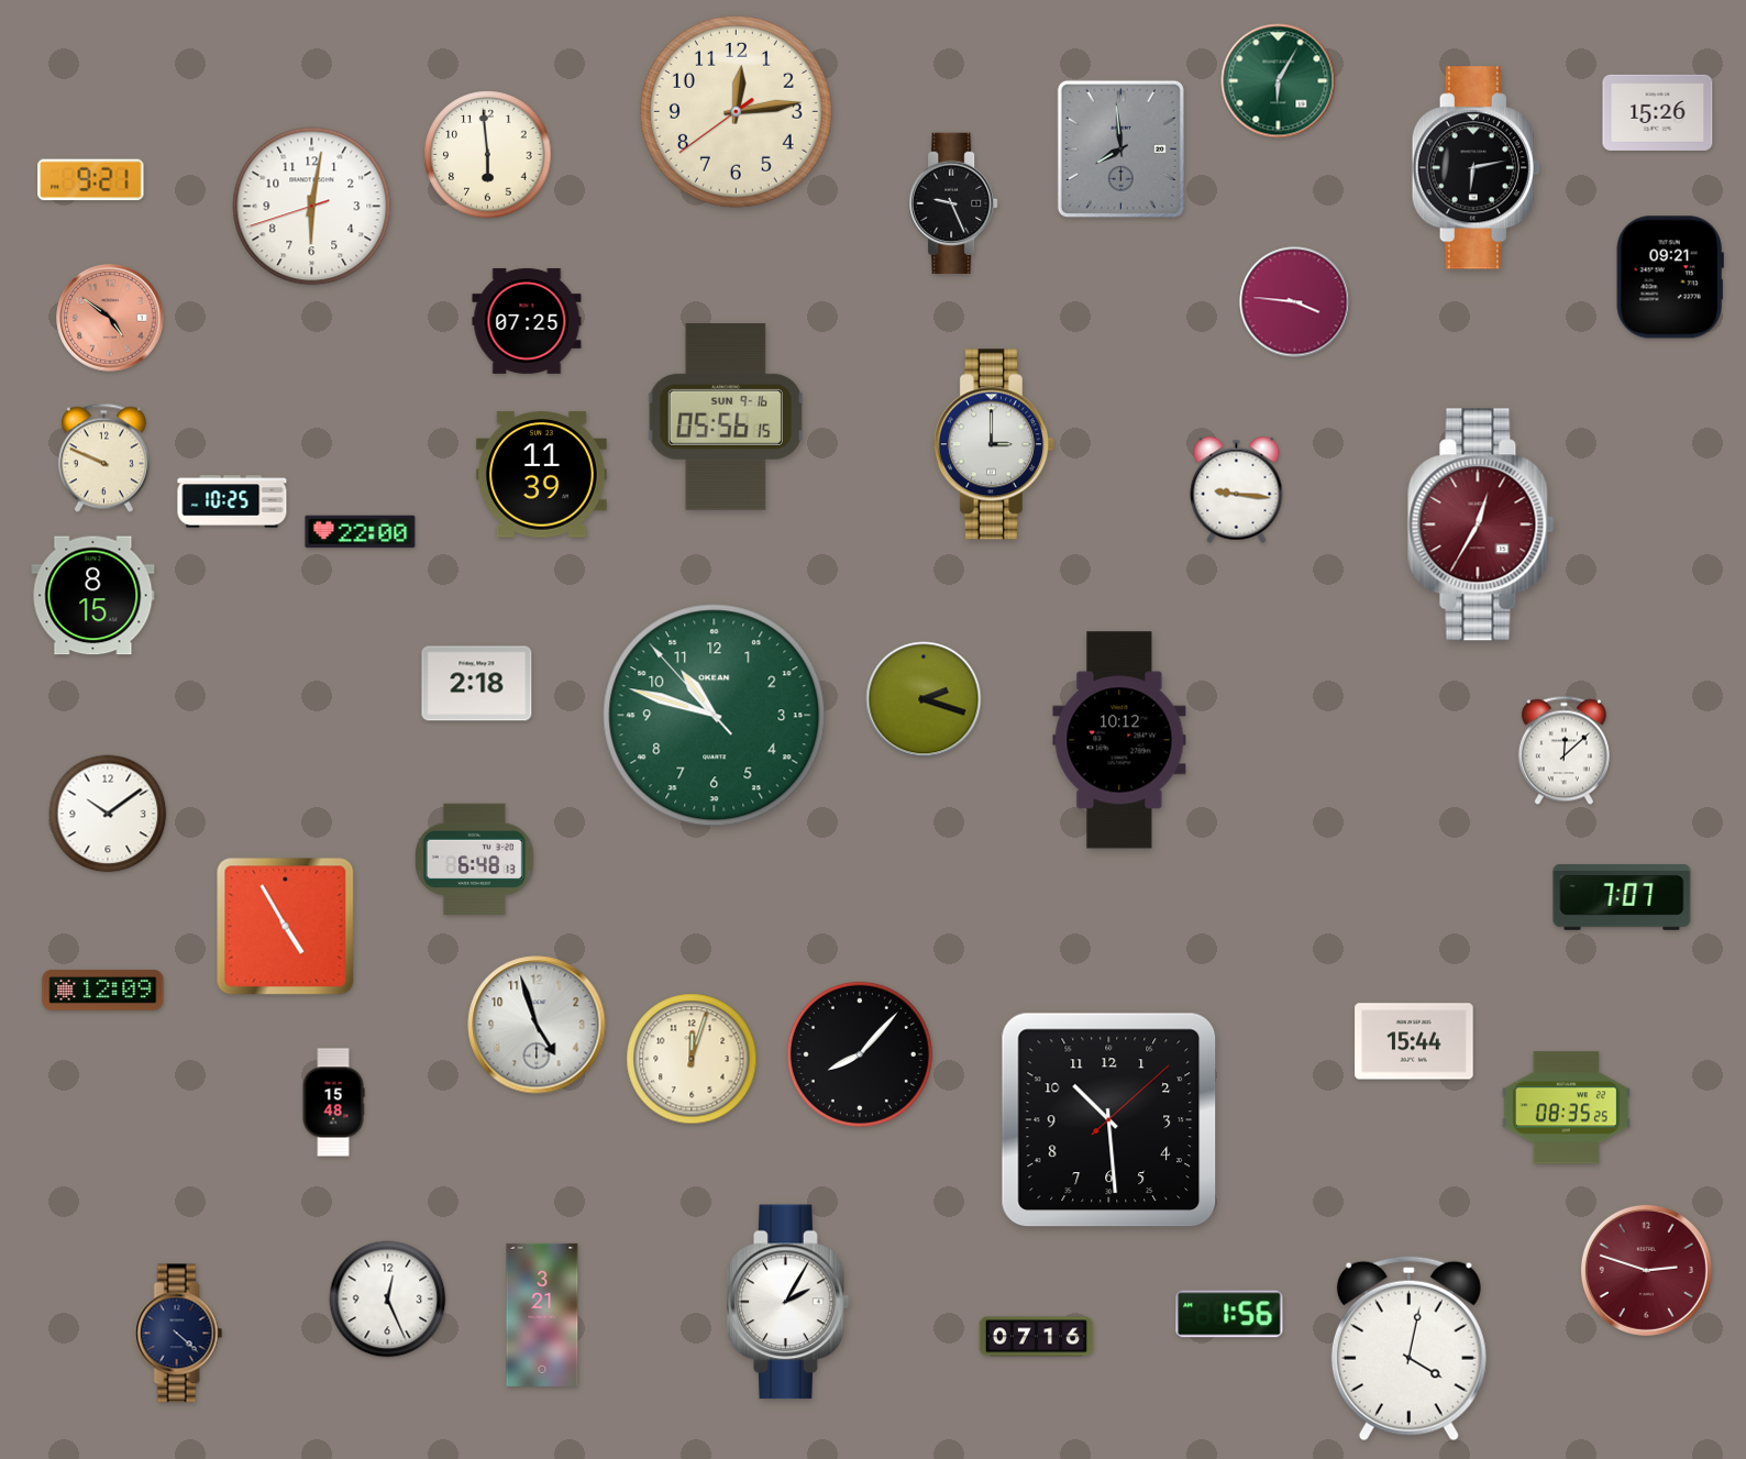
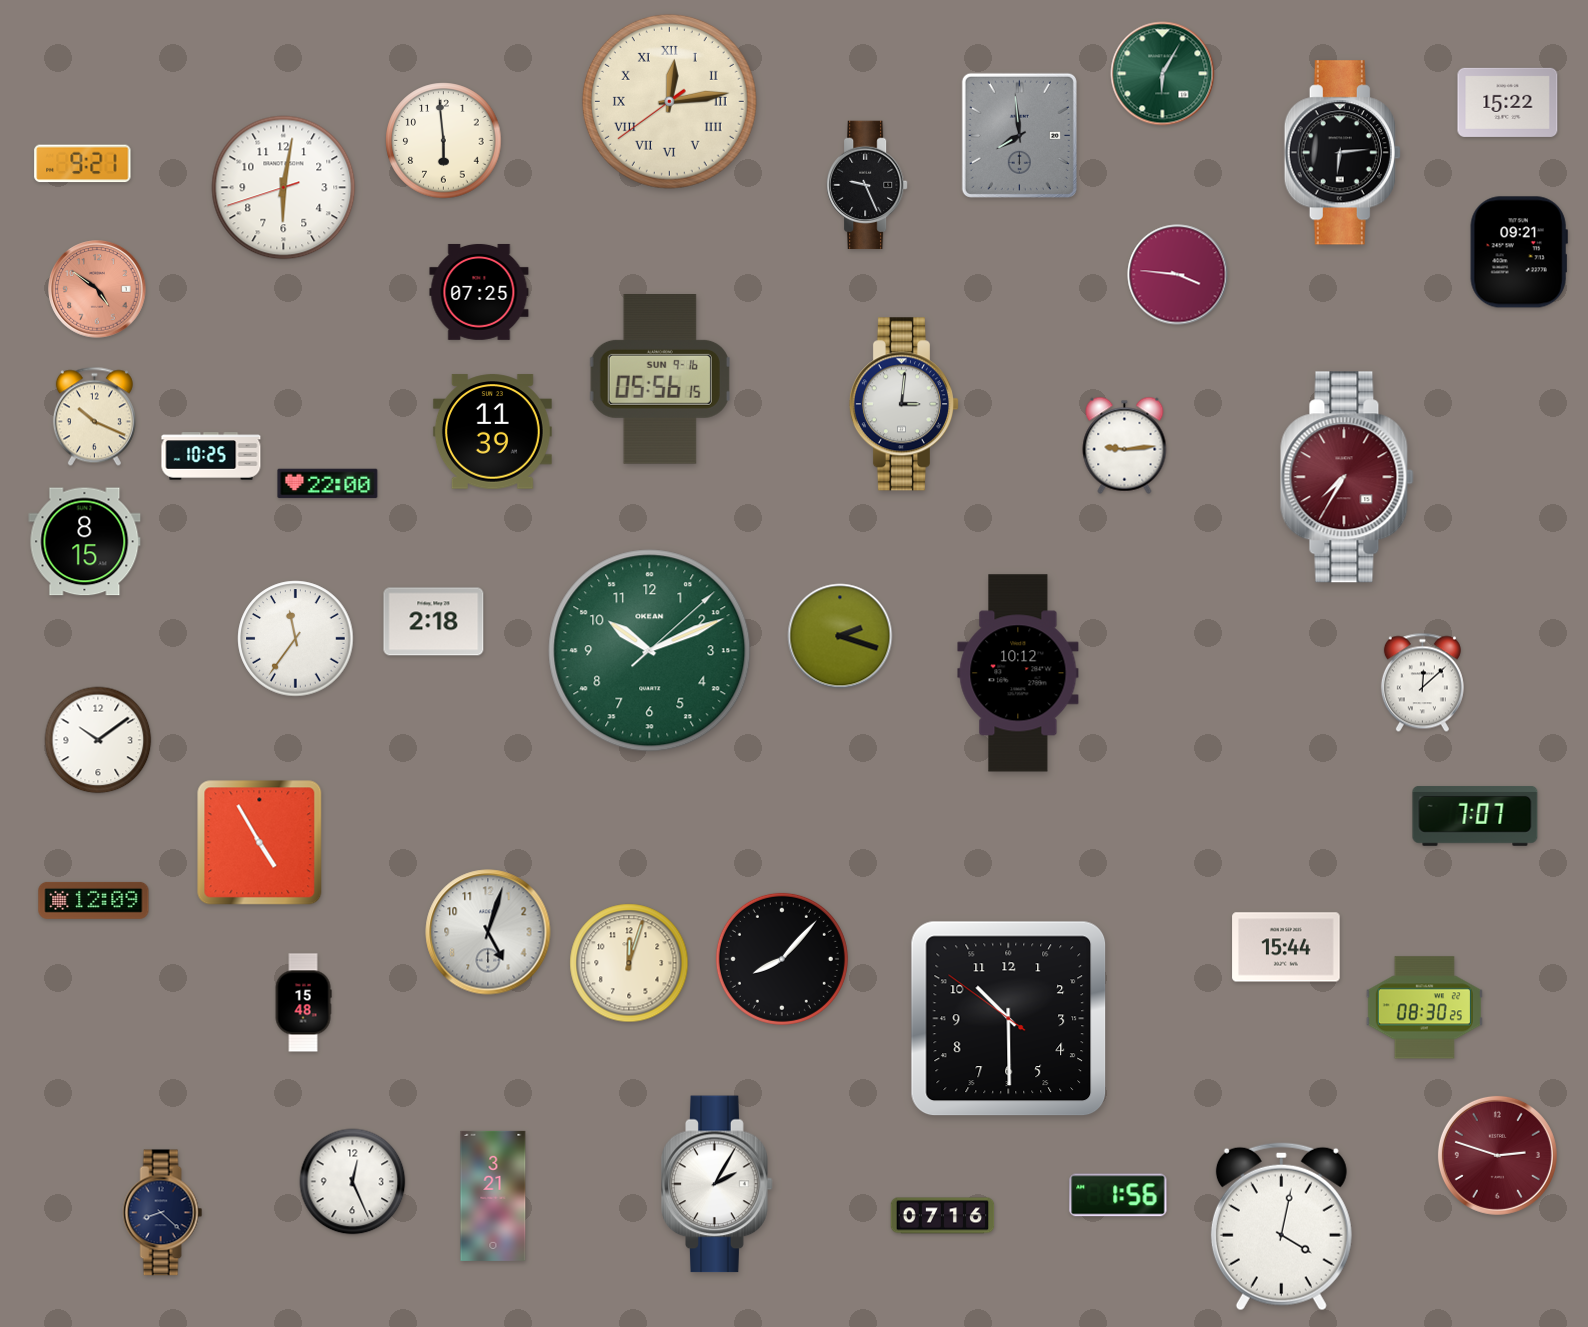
clock at (736, 111) numerals: Arabic -> Roman
clock at (1658, 112): 15:26 -> 15:22
clock at (1476, 168): 6:13 -> 6:14
clock at (110, 318) position: (110, 318) -> (97, 289)
clock at (993, 444): 3:00 -> 3:01
clock at (103, 458): 9:49 -> 10:19
clock at (1237, 489): 9:16 -> 9:14
clock at (1481, 524): 12:35 -> 7:35
clock at (296, 639): none -> 11:36
clock at (715, 716): 10:47 -> 10:11
clock at (475, 860): 6:48 -> none
clock at (537, 1025): 4:57 -> 5:03
clock at (1566, 1108): 08:35 -> 08:30
clock at (1109, 1120): 10:29:08 -> 10:29:51
clock at (179, 1334): 4:22 -> 8:22
